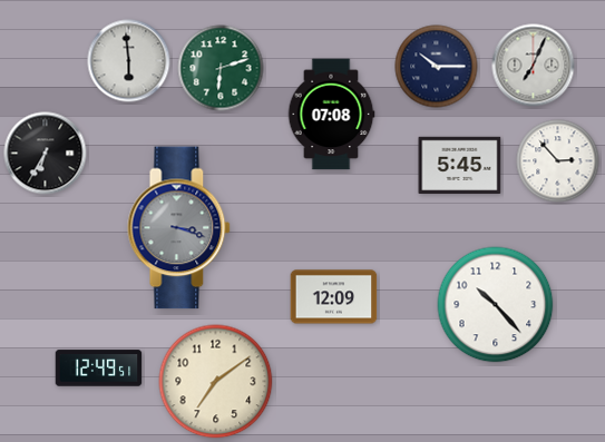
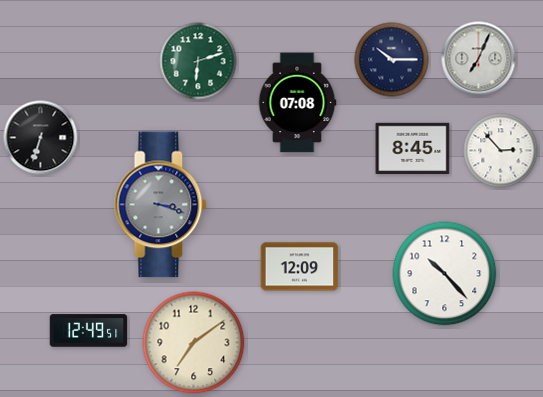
clock at (129, 61): 5:59 -> none
clock at (46, 154): 6:35 -> 6:33
clock at (558, 161) position: (558, 161) -> (501, 151)
clock at (460, 165): 5:45 -> 8:45
